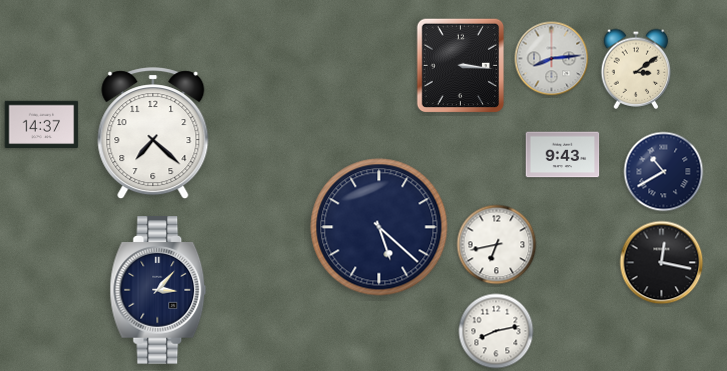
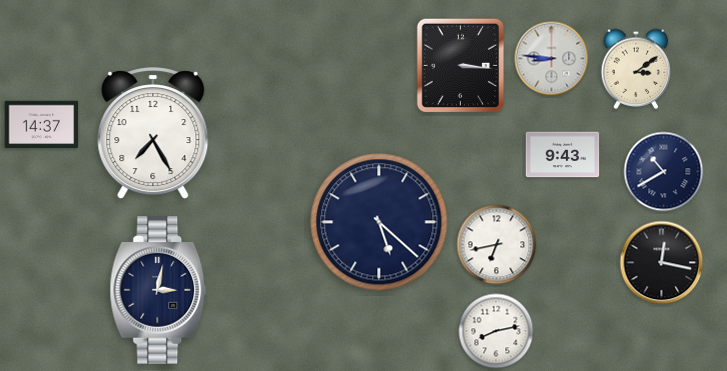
clock at (552, 59): 8:14 -> 8:46
clock at (153, 134): 7:22 -> 7:25
clock at (379, 227) position: (379, 227) -> (379, 222)
clock at (158, 290): 3:07 -> 3:02
